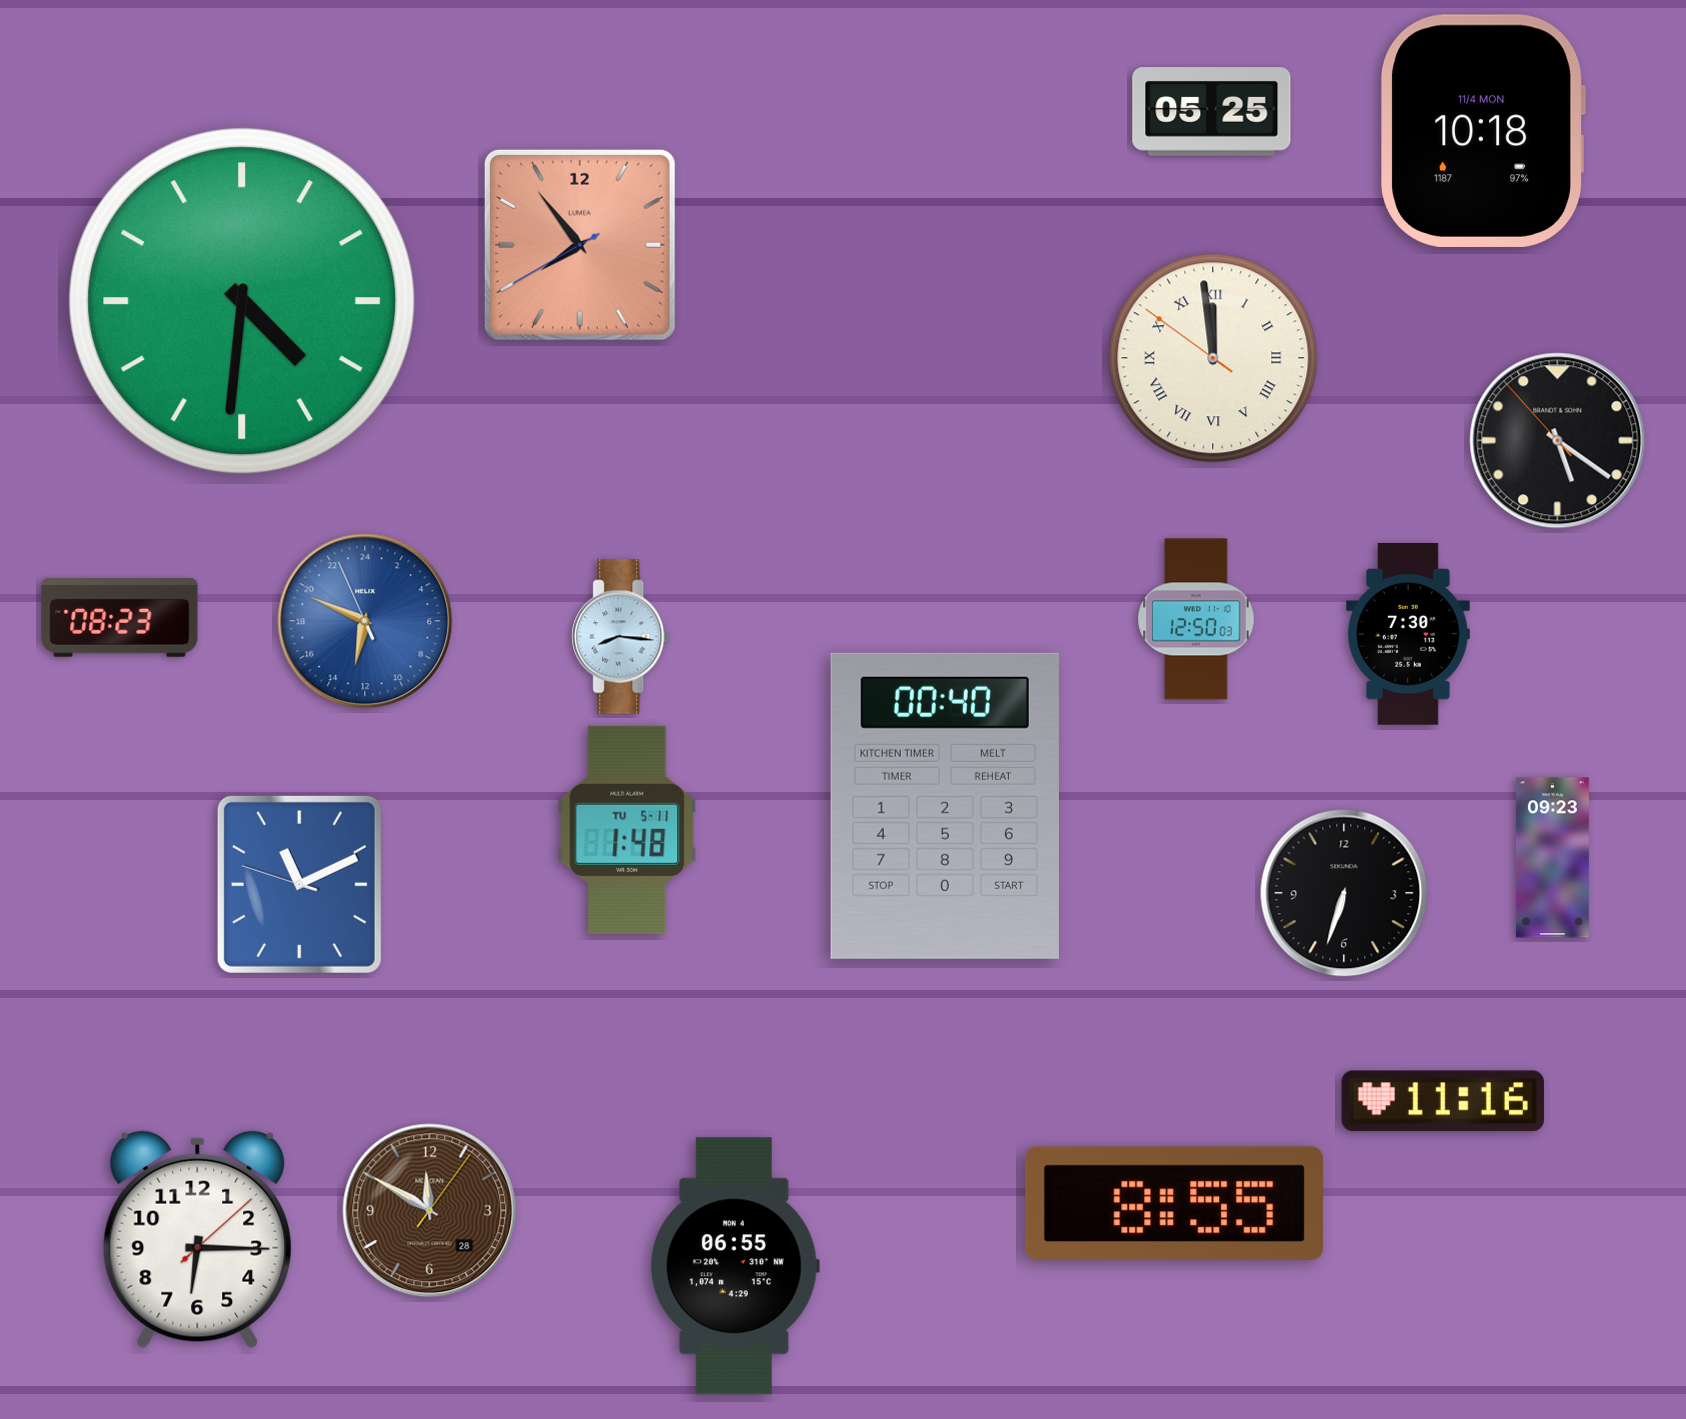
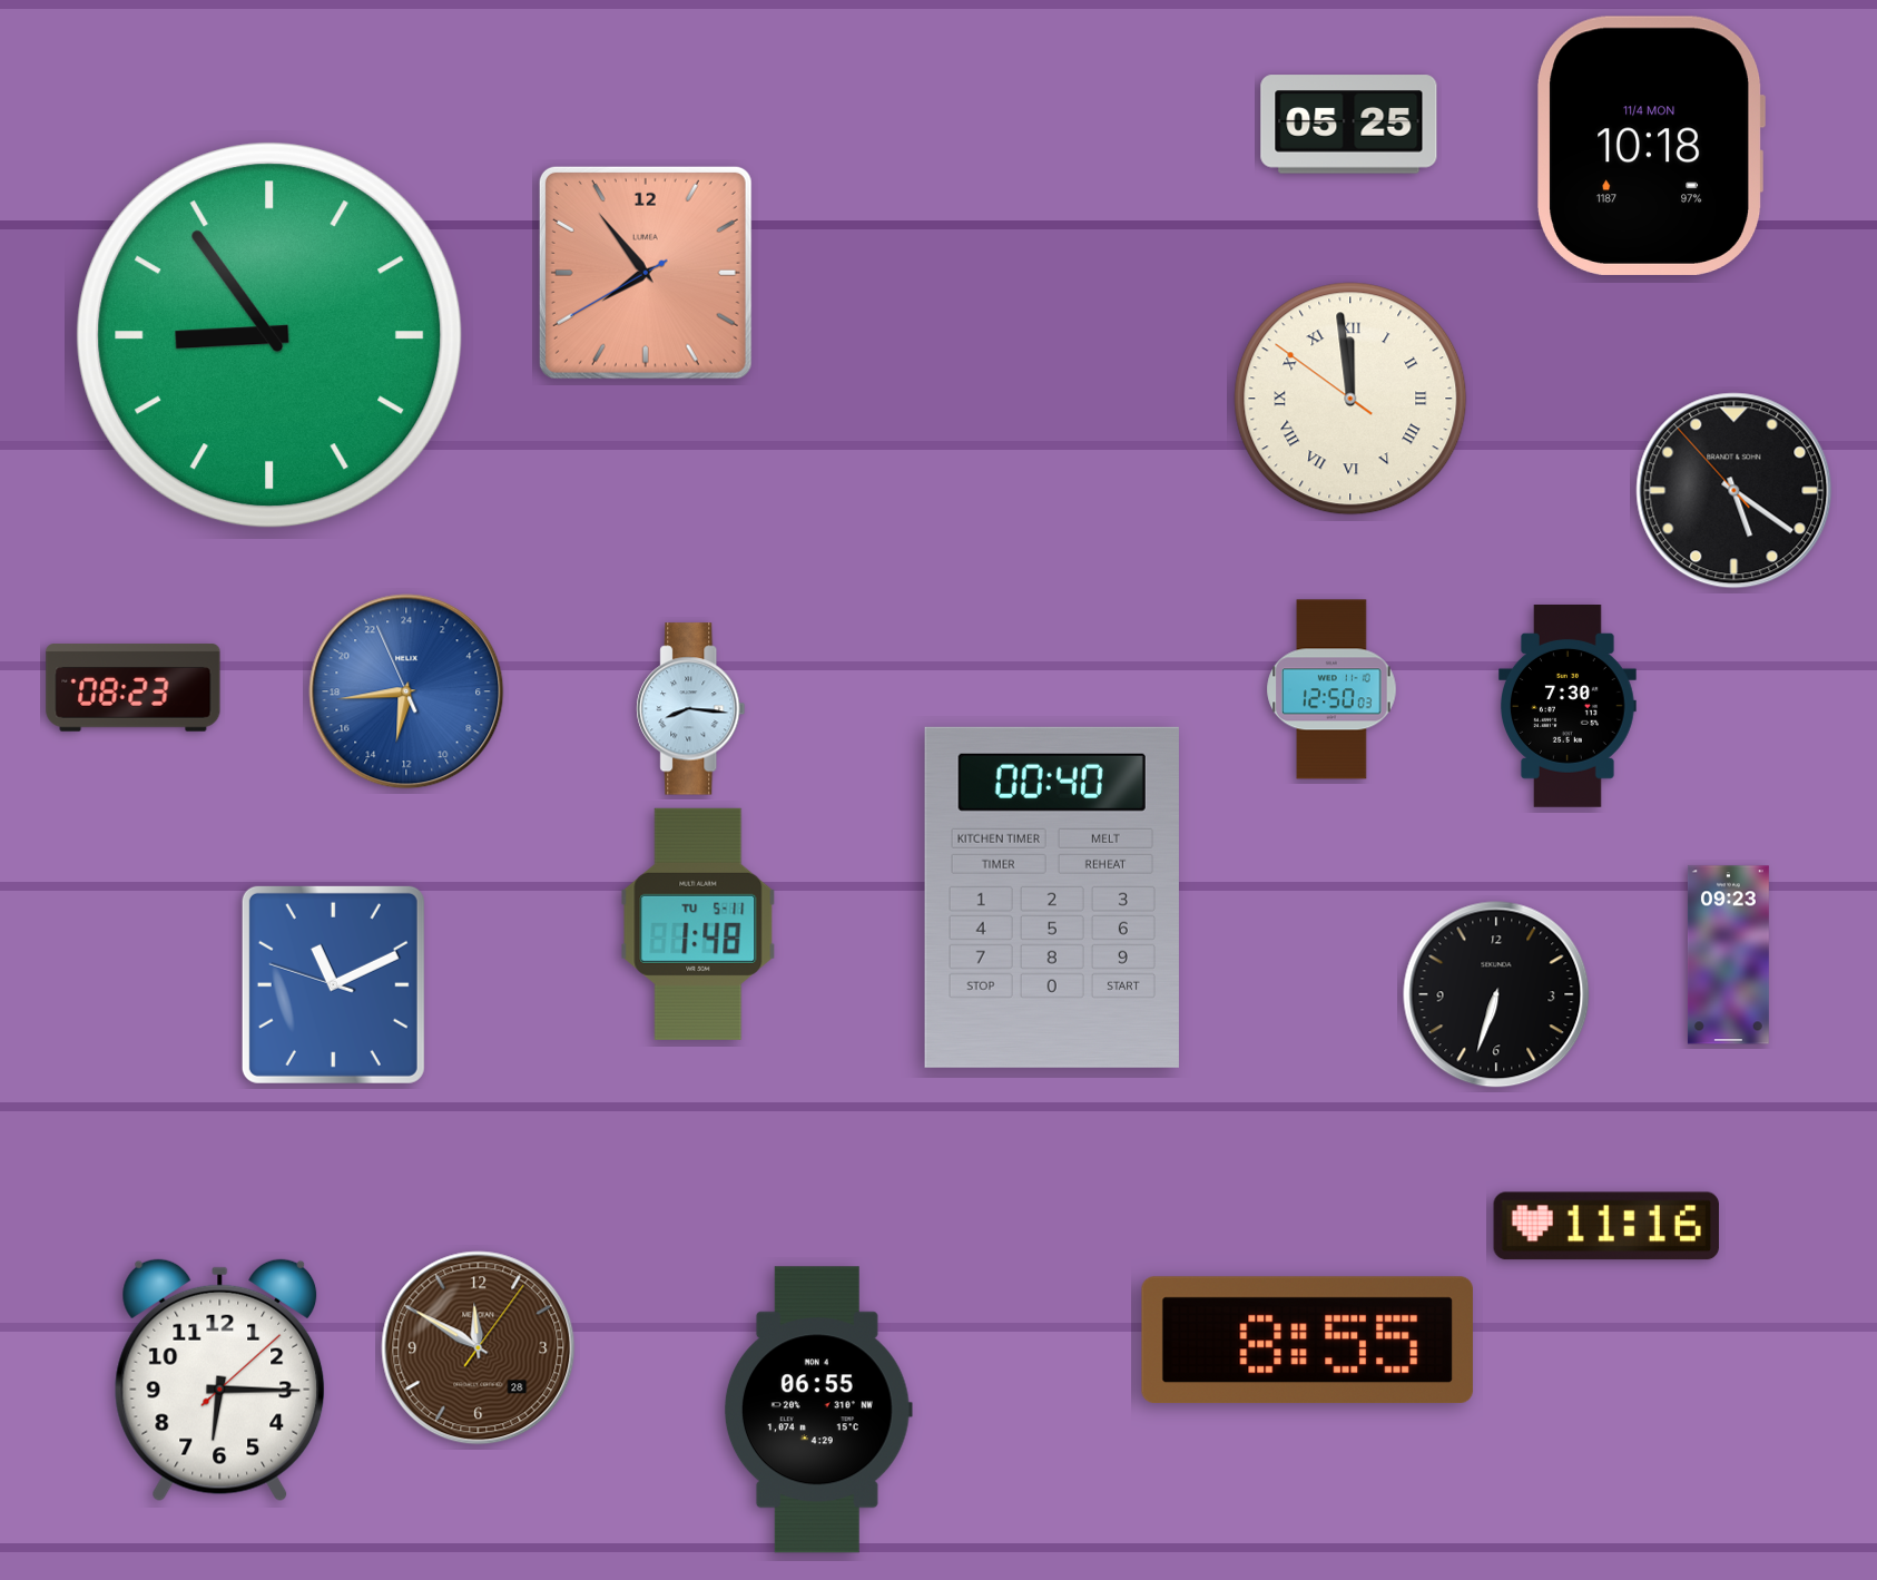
clock at (242, 301): 4:31 -> 8:54
clock at (365, 621): 12:48 -> 12:43
